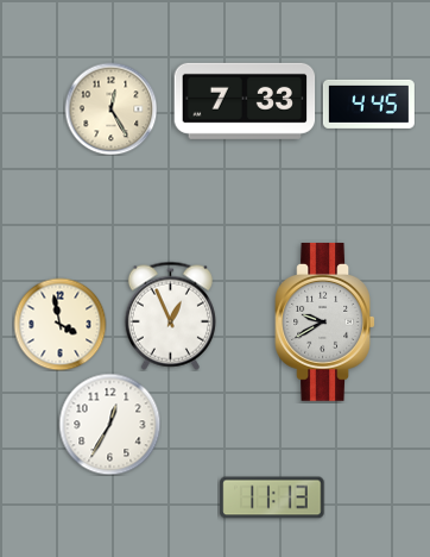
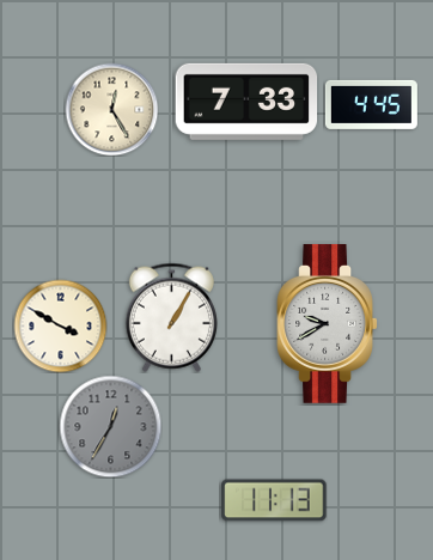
clock at (170, 315): 12:56 -> 1:05
clock at (59, 324): 3:58 -> 3:50
clock at (109, 424) dial: white -> grey
